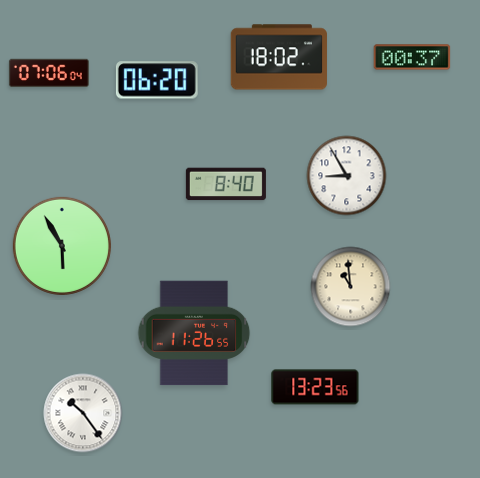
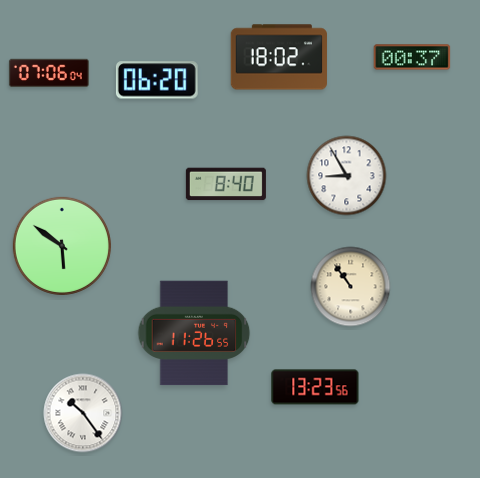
clock at (62, 246): 5:55 -> 5:51
clock at (351, 287): 10:59 -> 10:54
